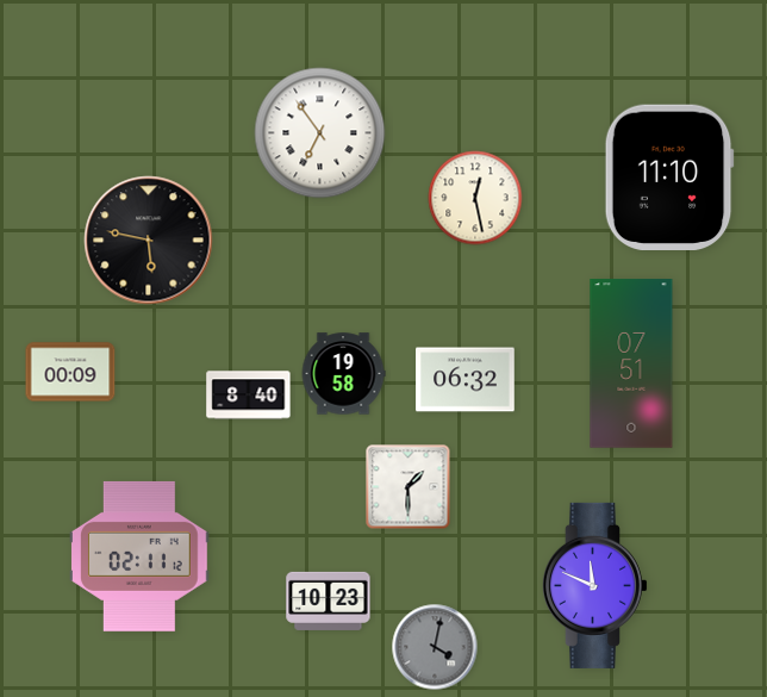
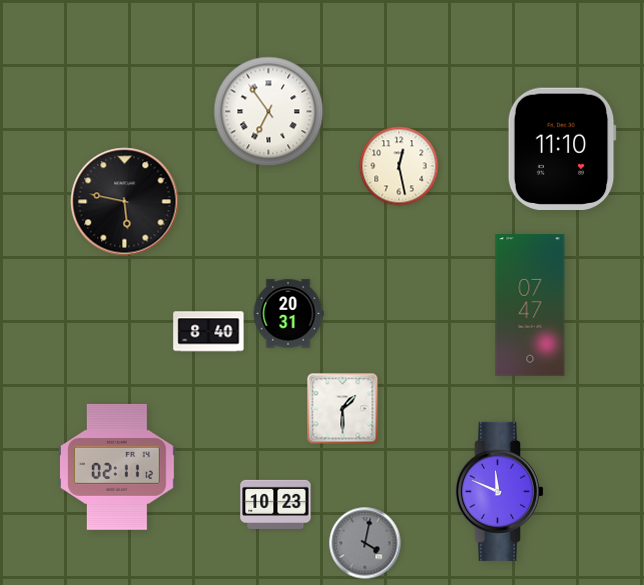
clock at (631, 363): 07:51 -> 07:47
clock at (70, 372): 00:09 -> none
clock at (343, 374): 19:58 -> 20:31
clock at (466, 380): 06:32 -> none
